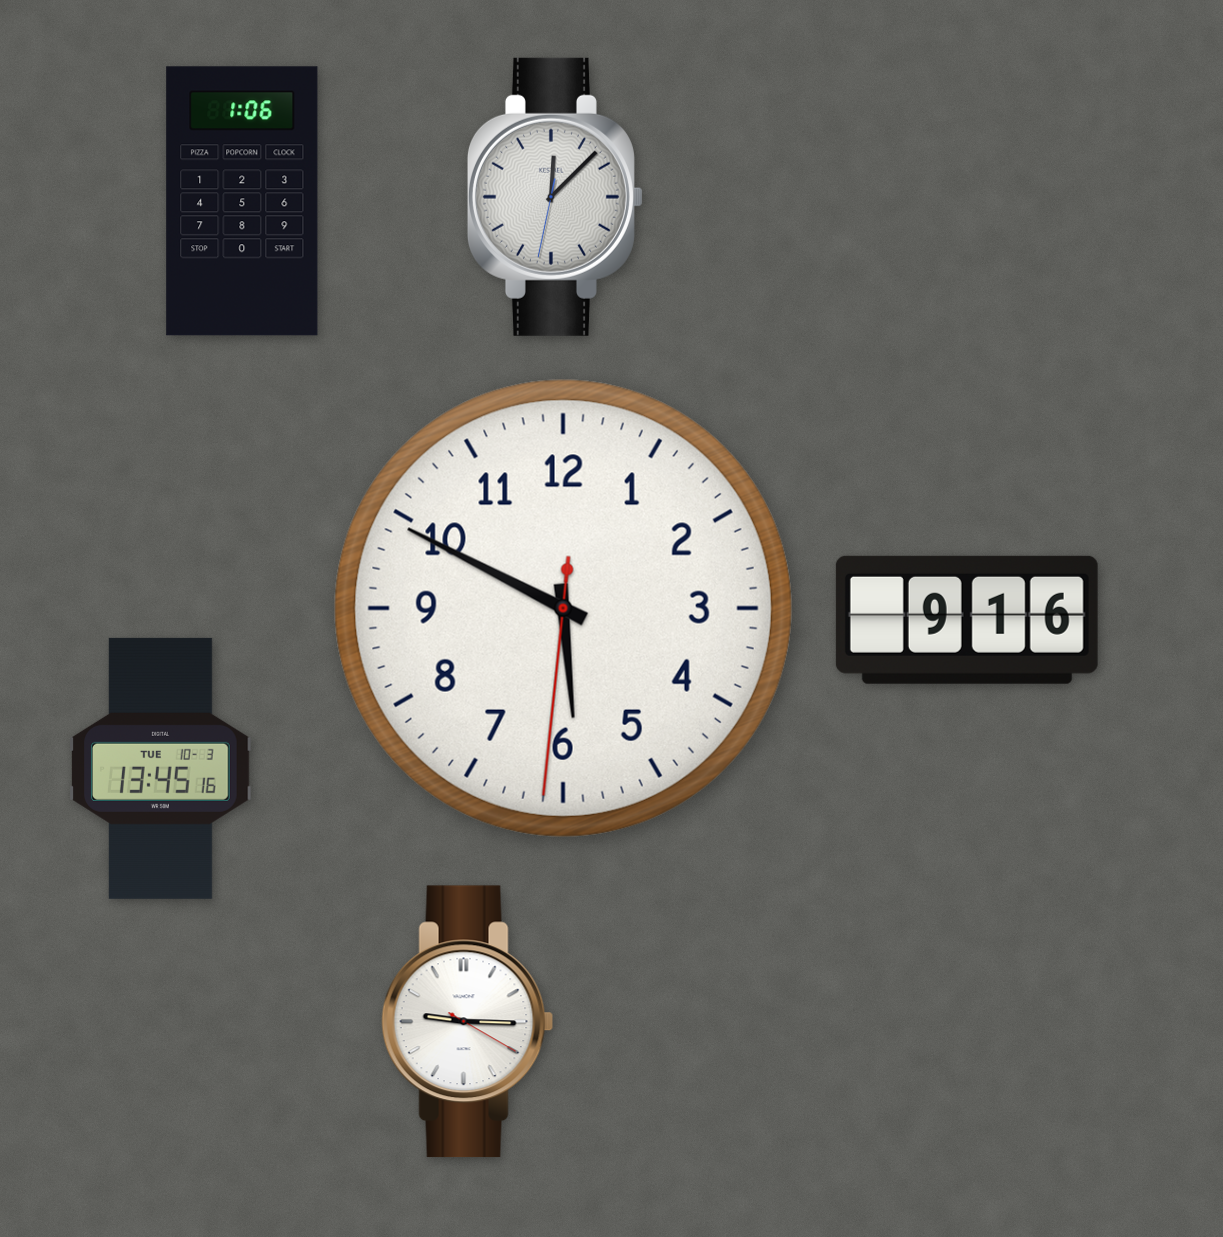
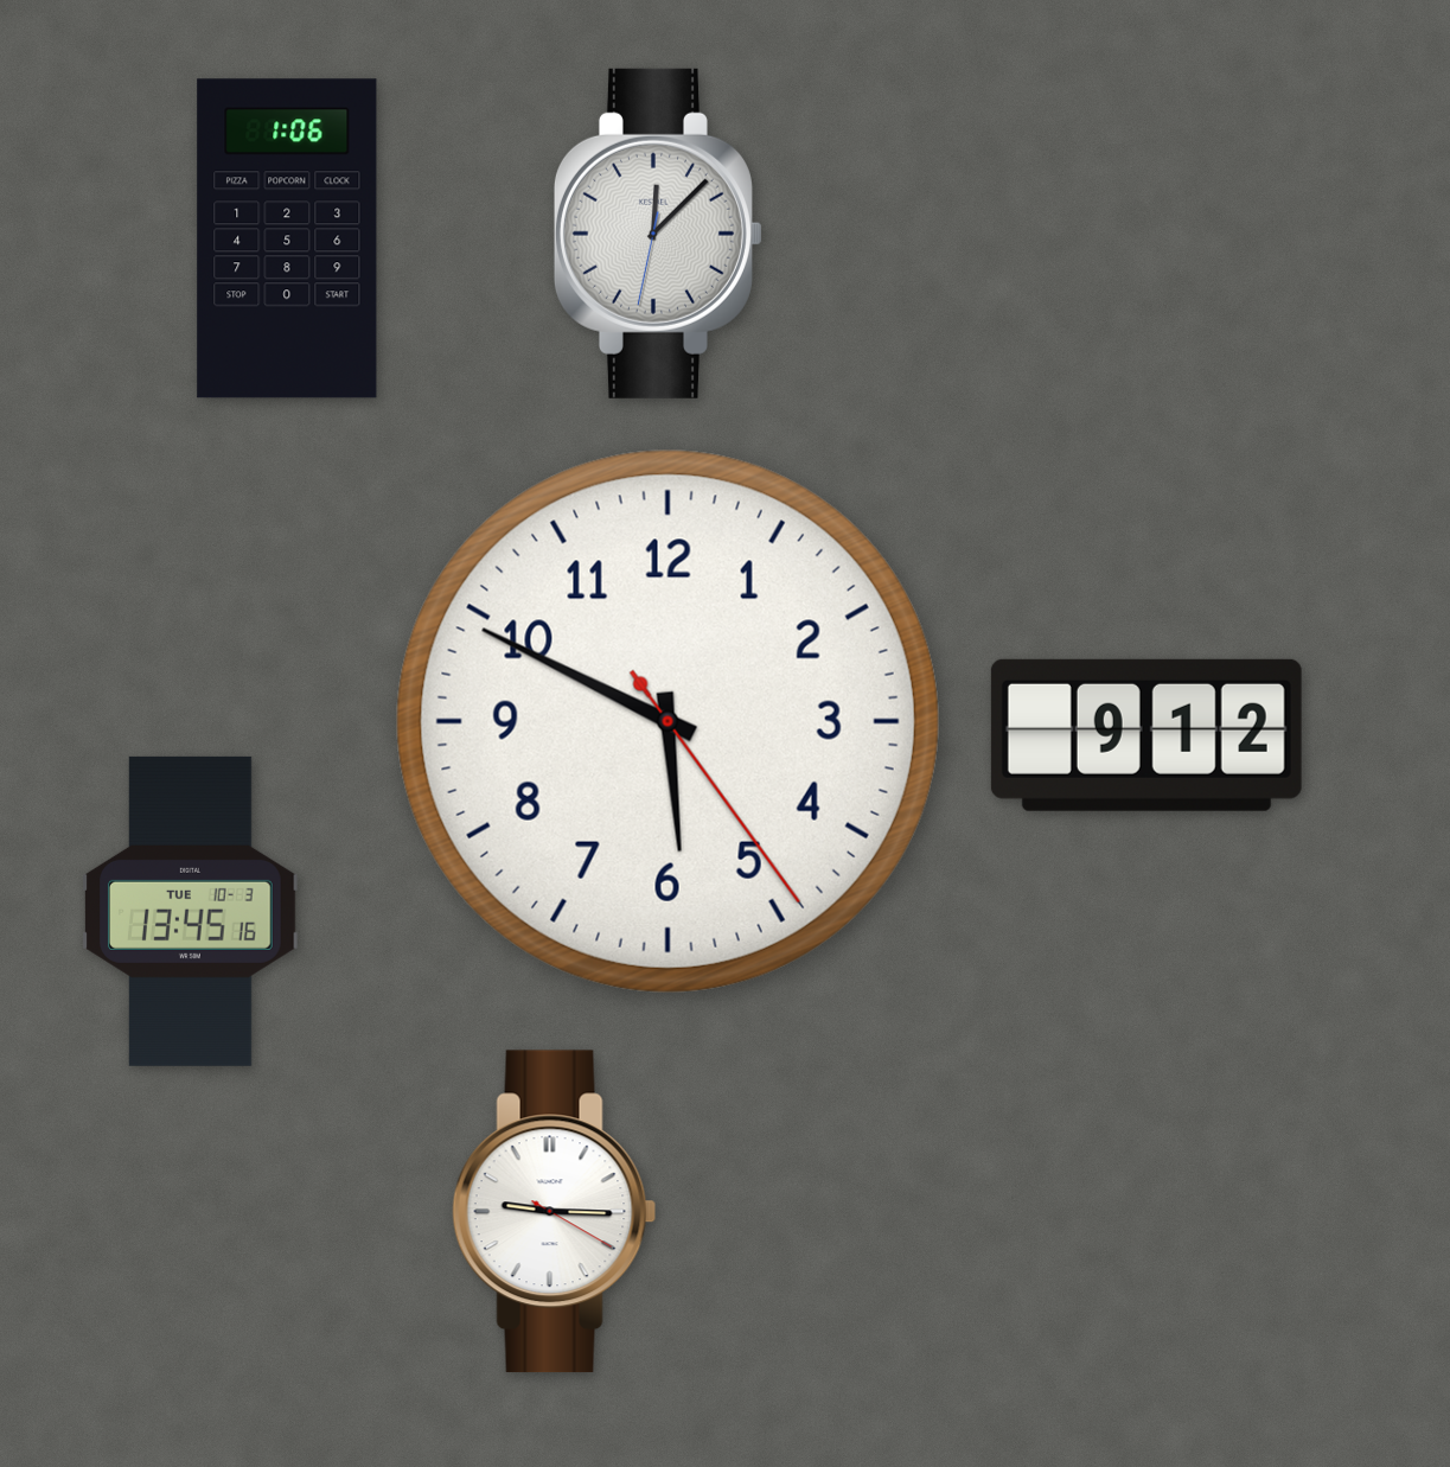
clock at (563, 608): 5:49:31 -> 5:49:24
clock at (967, 620): 9:16 -> 9:12
